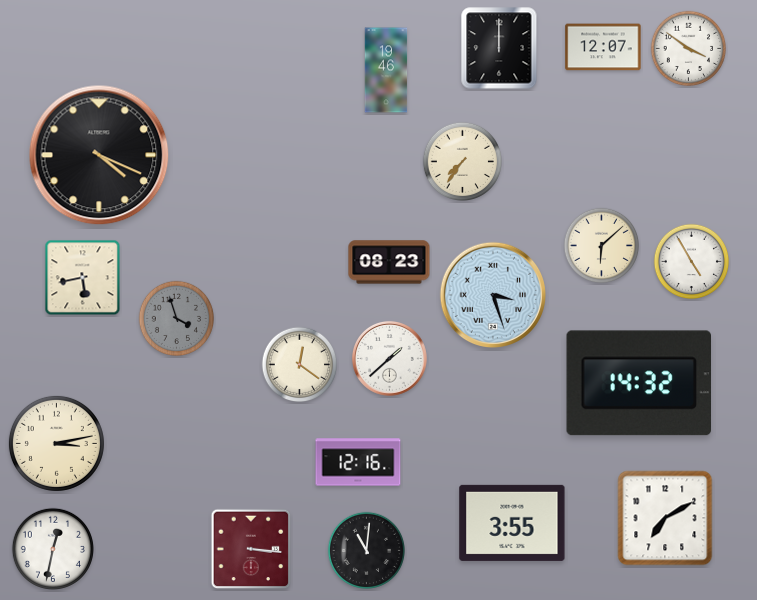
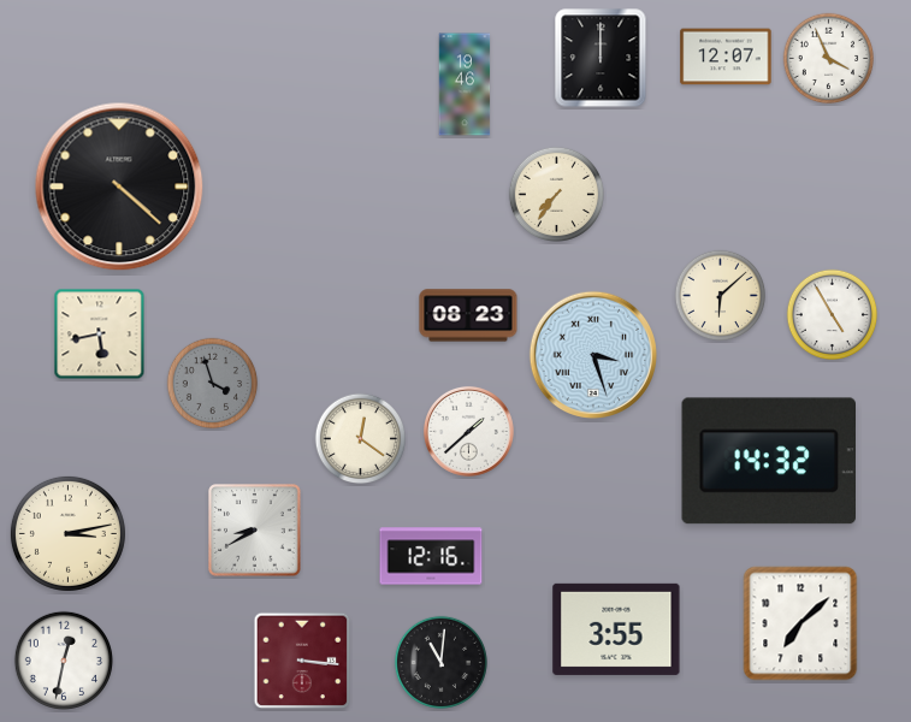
clock at (689, 49): 3:51 -> 3:56
clock at (99, 155): 4:19 -> 4:22
clock at (602, 246) position: (602, 246) -> (721, 296)
clock at (255, 531): none -> 8:40
clock at (665, 518): 7:10 -> 7:08
